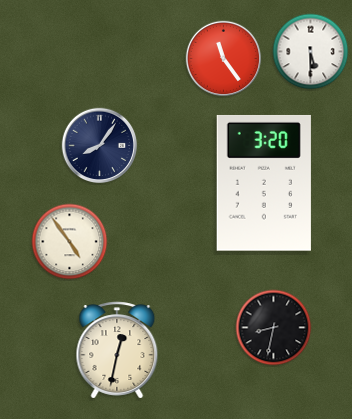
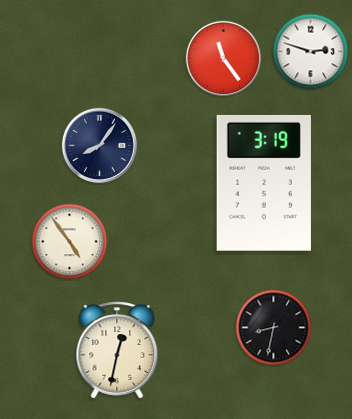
clock at (311, 52): 5:30 -> 2:48
clock at (264, 183): 3:20 -> 3:19
